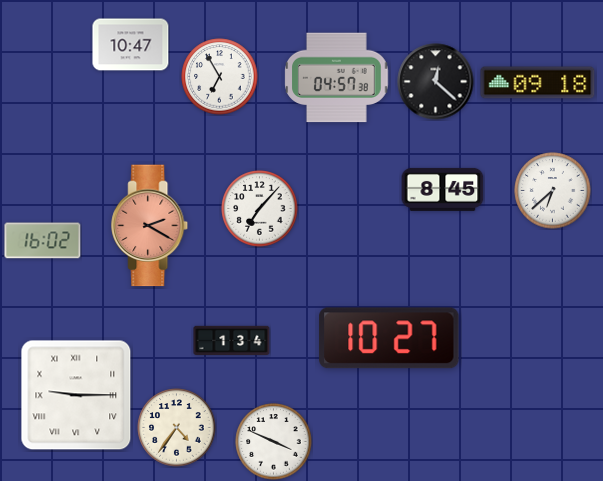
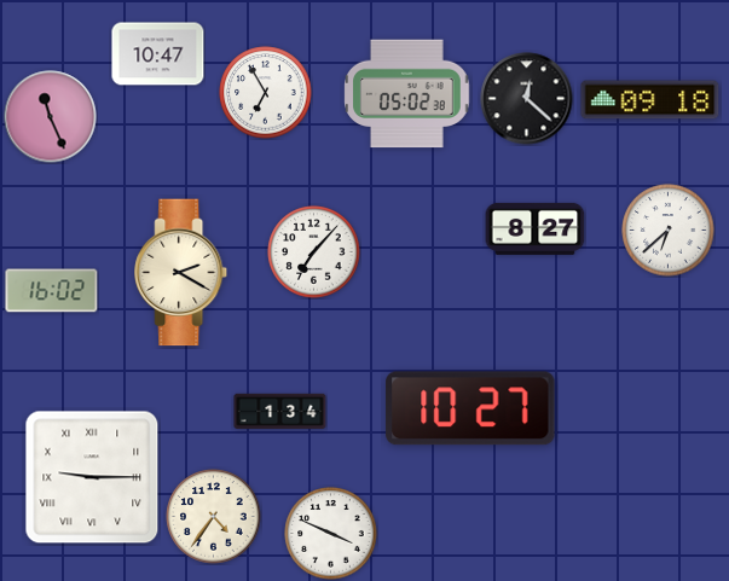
clock at (337, 78): 04:57 -> 05:02
clock at (51, 117): none -> 11:26
clock at (443, 189): 8:45 -> 8:27
clock at (150, 226) dial: salmon -> cream
